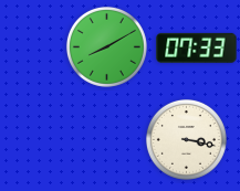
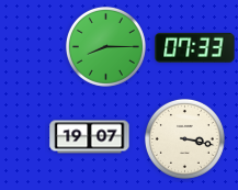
clock at (106, 46): 8:10 -> 8:15
clock at (90, 137): none -> 19:07
